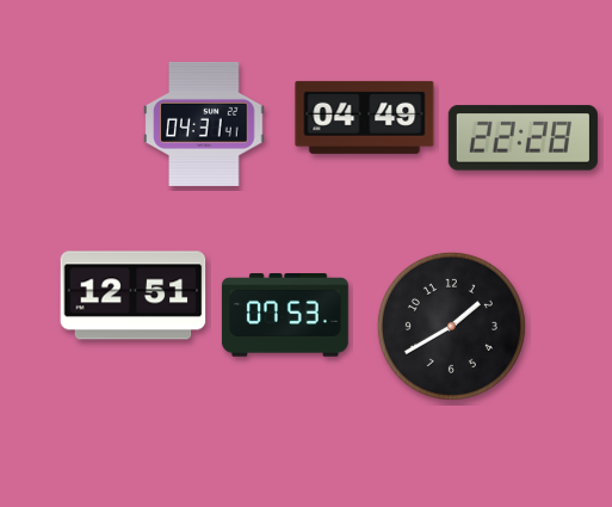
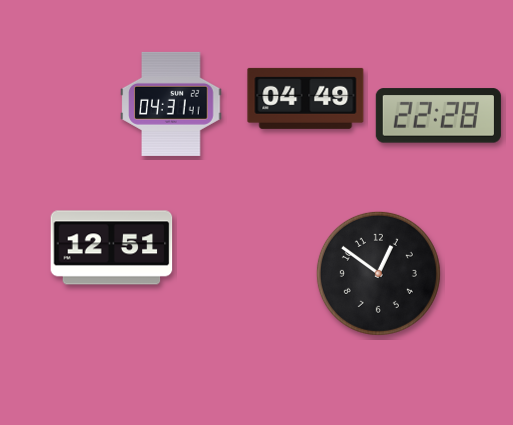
clock at (285, 316): 07:53 -> none
clock at (451, 326): 1:40 -> 12:51
